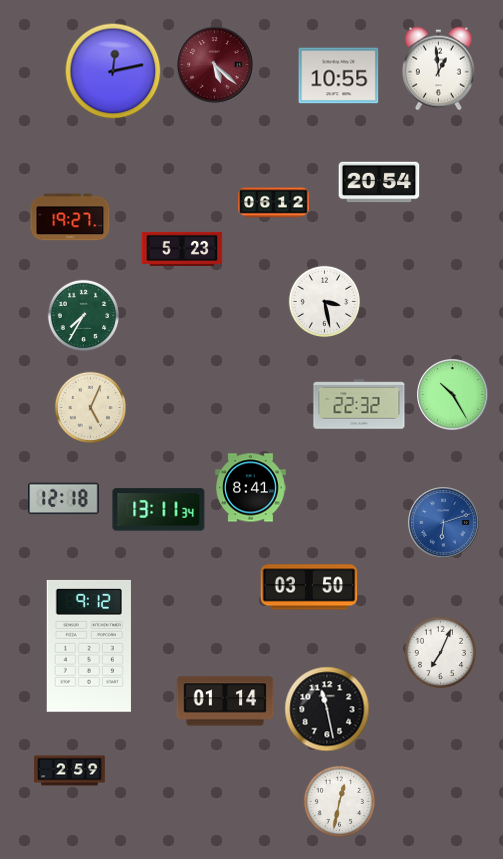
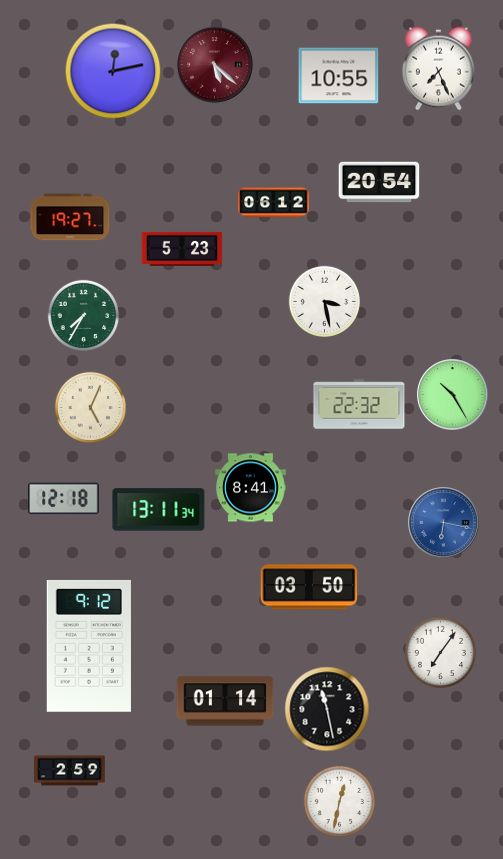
clock at (438, 69): 12:59 -> 7:26
clock at (444, 523): 6:12 -> 6:17
clock at (440, 652): 7:04 -> 7:06
